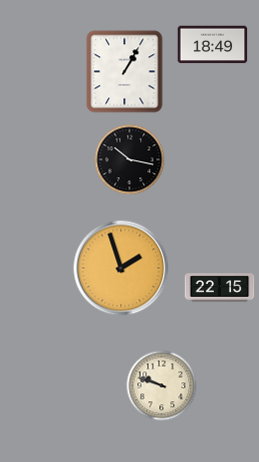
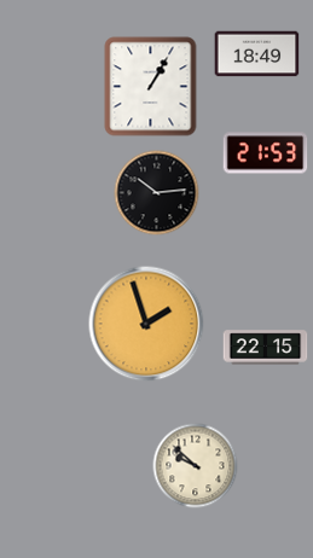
clock at (266, 153): none -> 21:53
clock at (130, 160): 10:17 -> 10:14
clock at (162, 386): 9:48 -> 9:52
